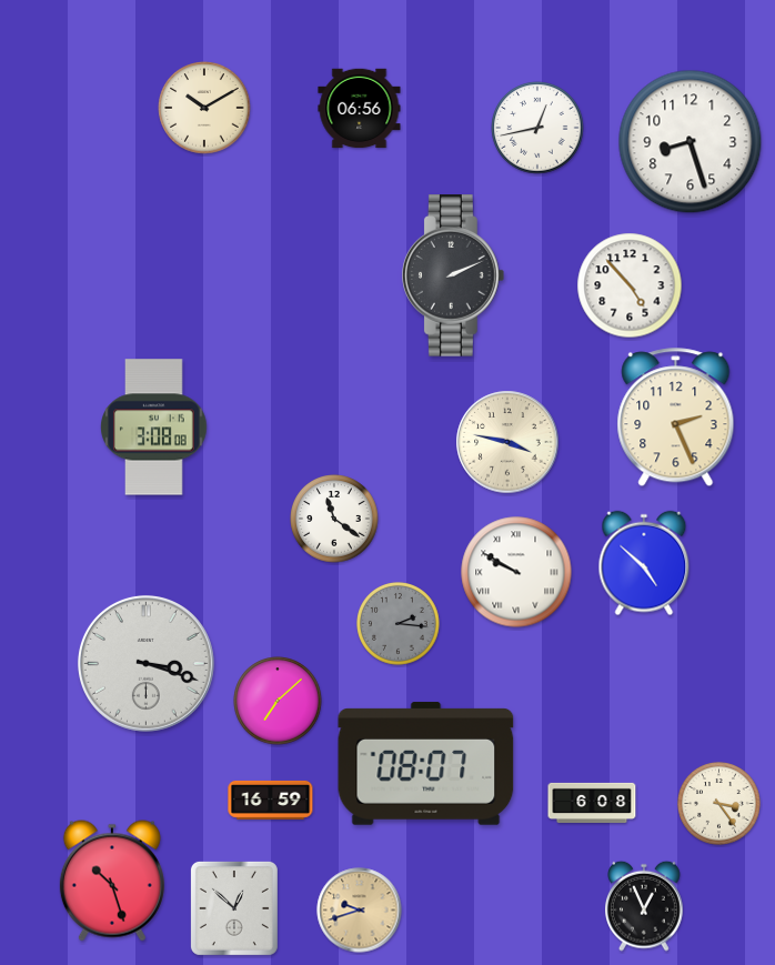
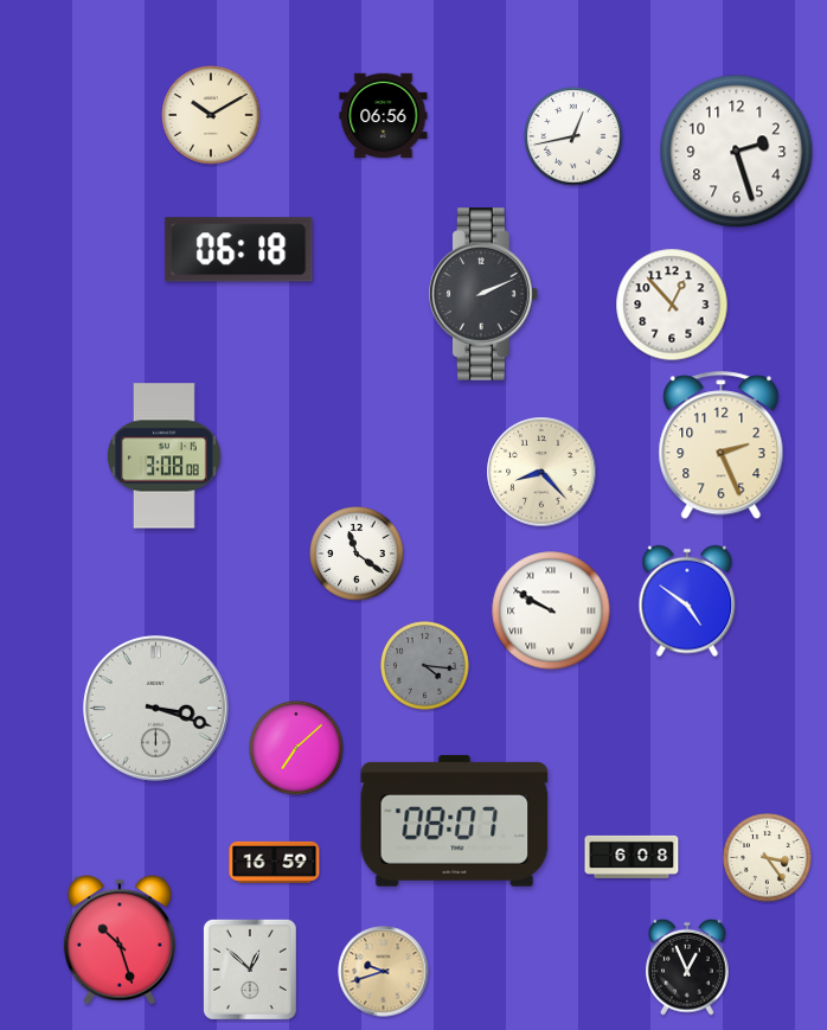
clock at (204, 108) position: (204, 108) -> (211, 115)
clock at (691, 142): 8:27 -> 2:27
clock at (239, 250): none -> 06:18
clock at (630, 285): 4:53 -> 12:53
clock at (507, 442): 3:47 -> 8:23
clock at (644, 563): 4:52 -> 4:51
clock at (399, 624): 2:16 -> 4:16
clock at (426, 764) position: (426, 764) -> (455, 821)
clock at (271, 800) position: (271, 800) -> (275, 862)
